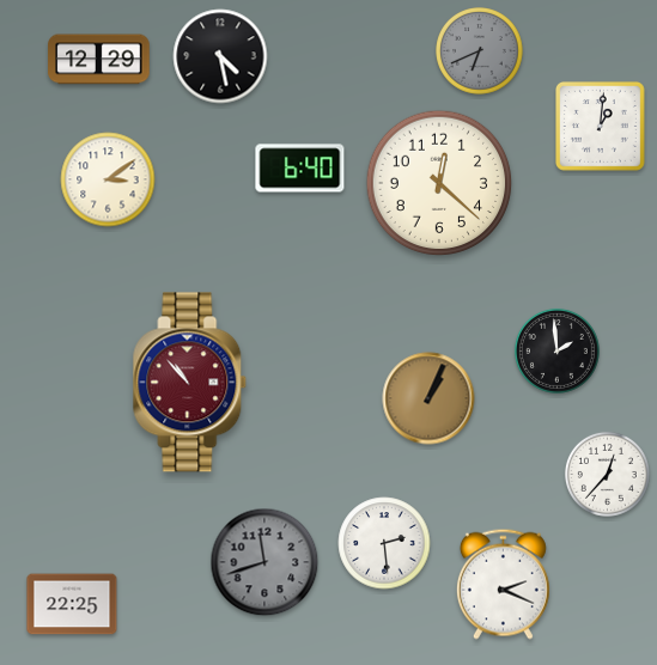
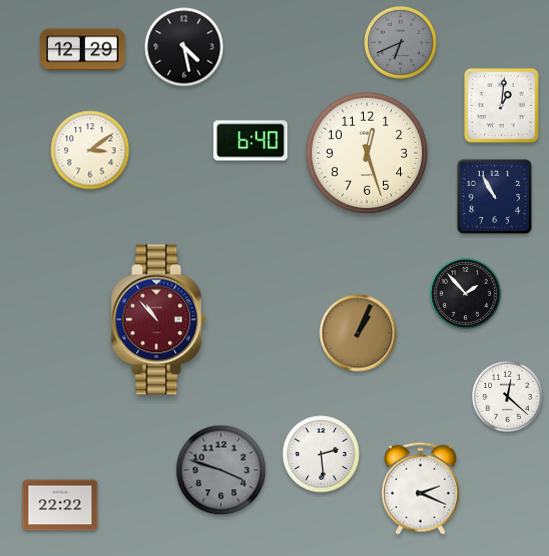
clock at (439, 183): 12:22 -> 12:27
clock at (495, 197): none -> 10:55
clock at (556, 350): 1:59 -> 1:53
clock at (607, 474): 12:37 -> 12:22
clock at (264, 562): 11:42 -> 3:48
clock at (72, 604): 22:25 -> 22:22
